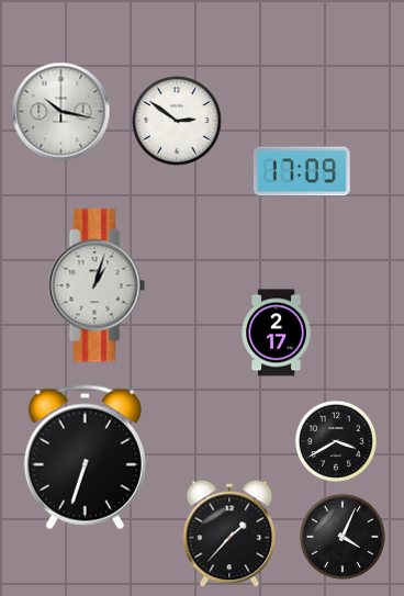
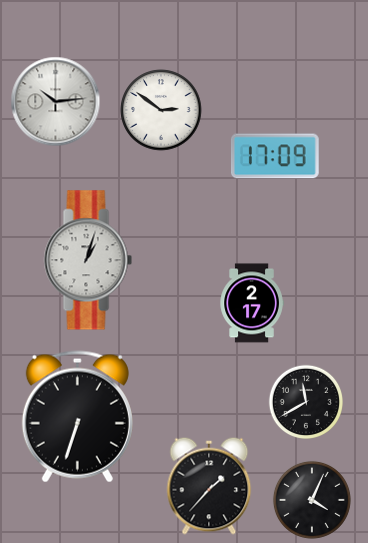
clock at (61, 112): 10:17 -> 10:14
clock at (335, 440): 3:40 -> 11:40
clock at (343, 537) position: (343, 537) -> (312, 500)
